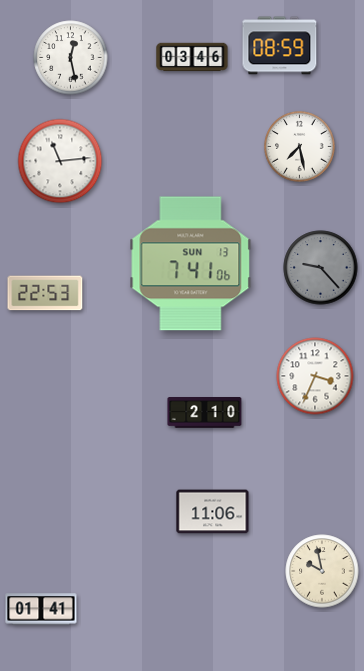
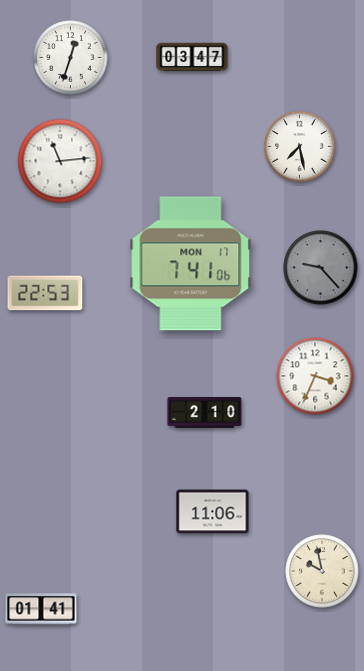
clock at (280, 46): 08:59 -> none
clock at (192, 57): 03:46 -> 03:47
clock at (71, 58): 12:28 -> 12:33
clock at (191, 264) date: SUN 13 -> MON 17
